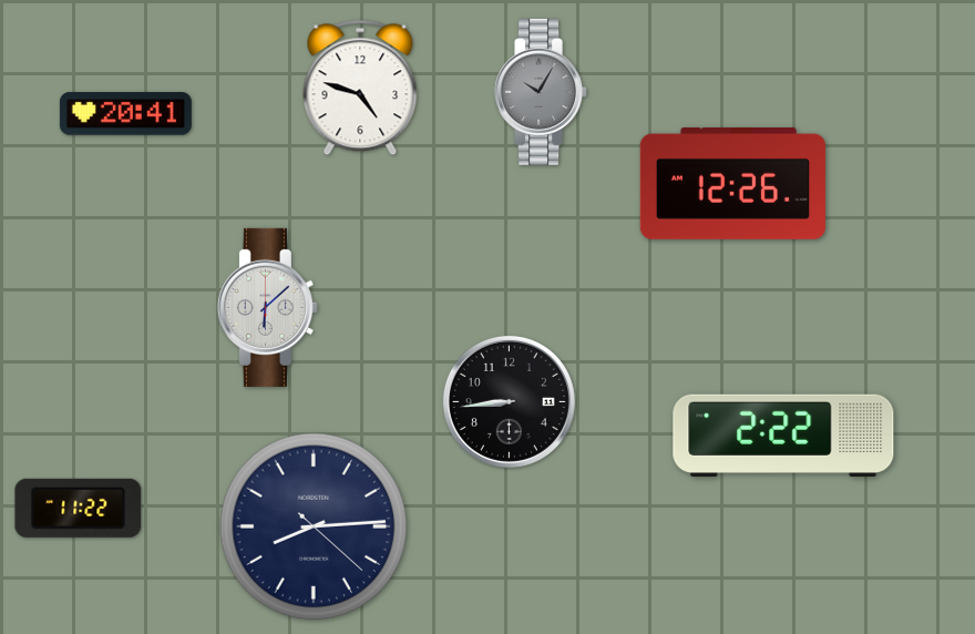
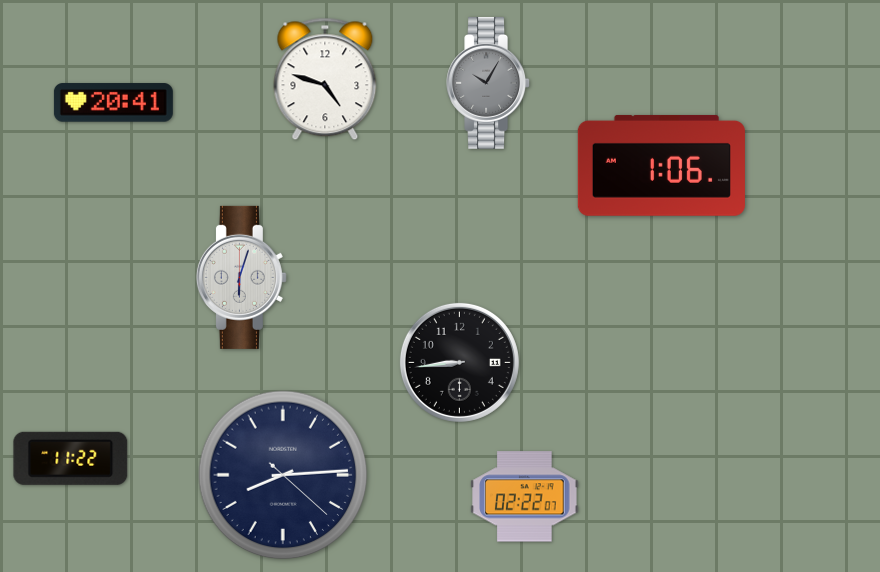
clock at (732, 183): 12:26 -> 1:06
clock at (267, 307): 6:08 -> 6:03
clock at (783, 436): 2:22 -> none
clock at (525, 497): none -> 02:22
